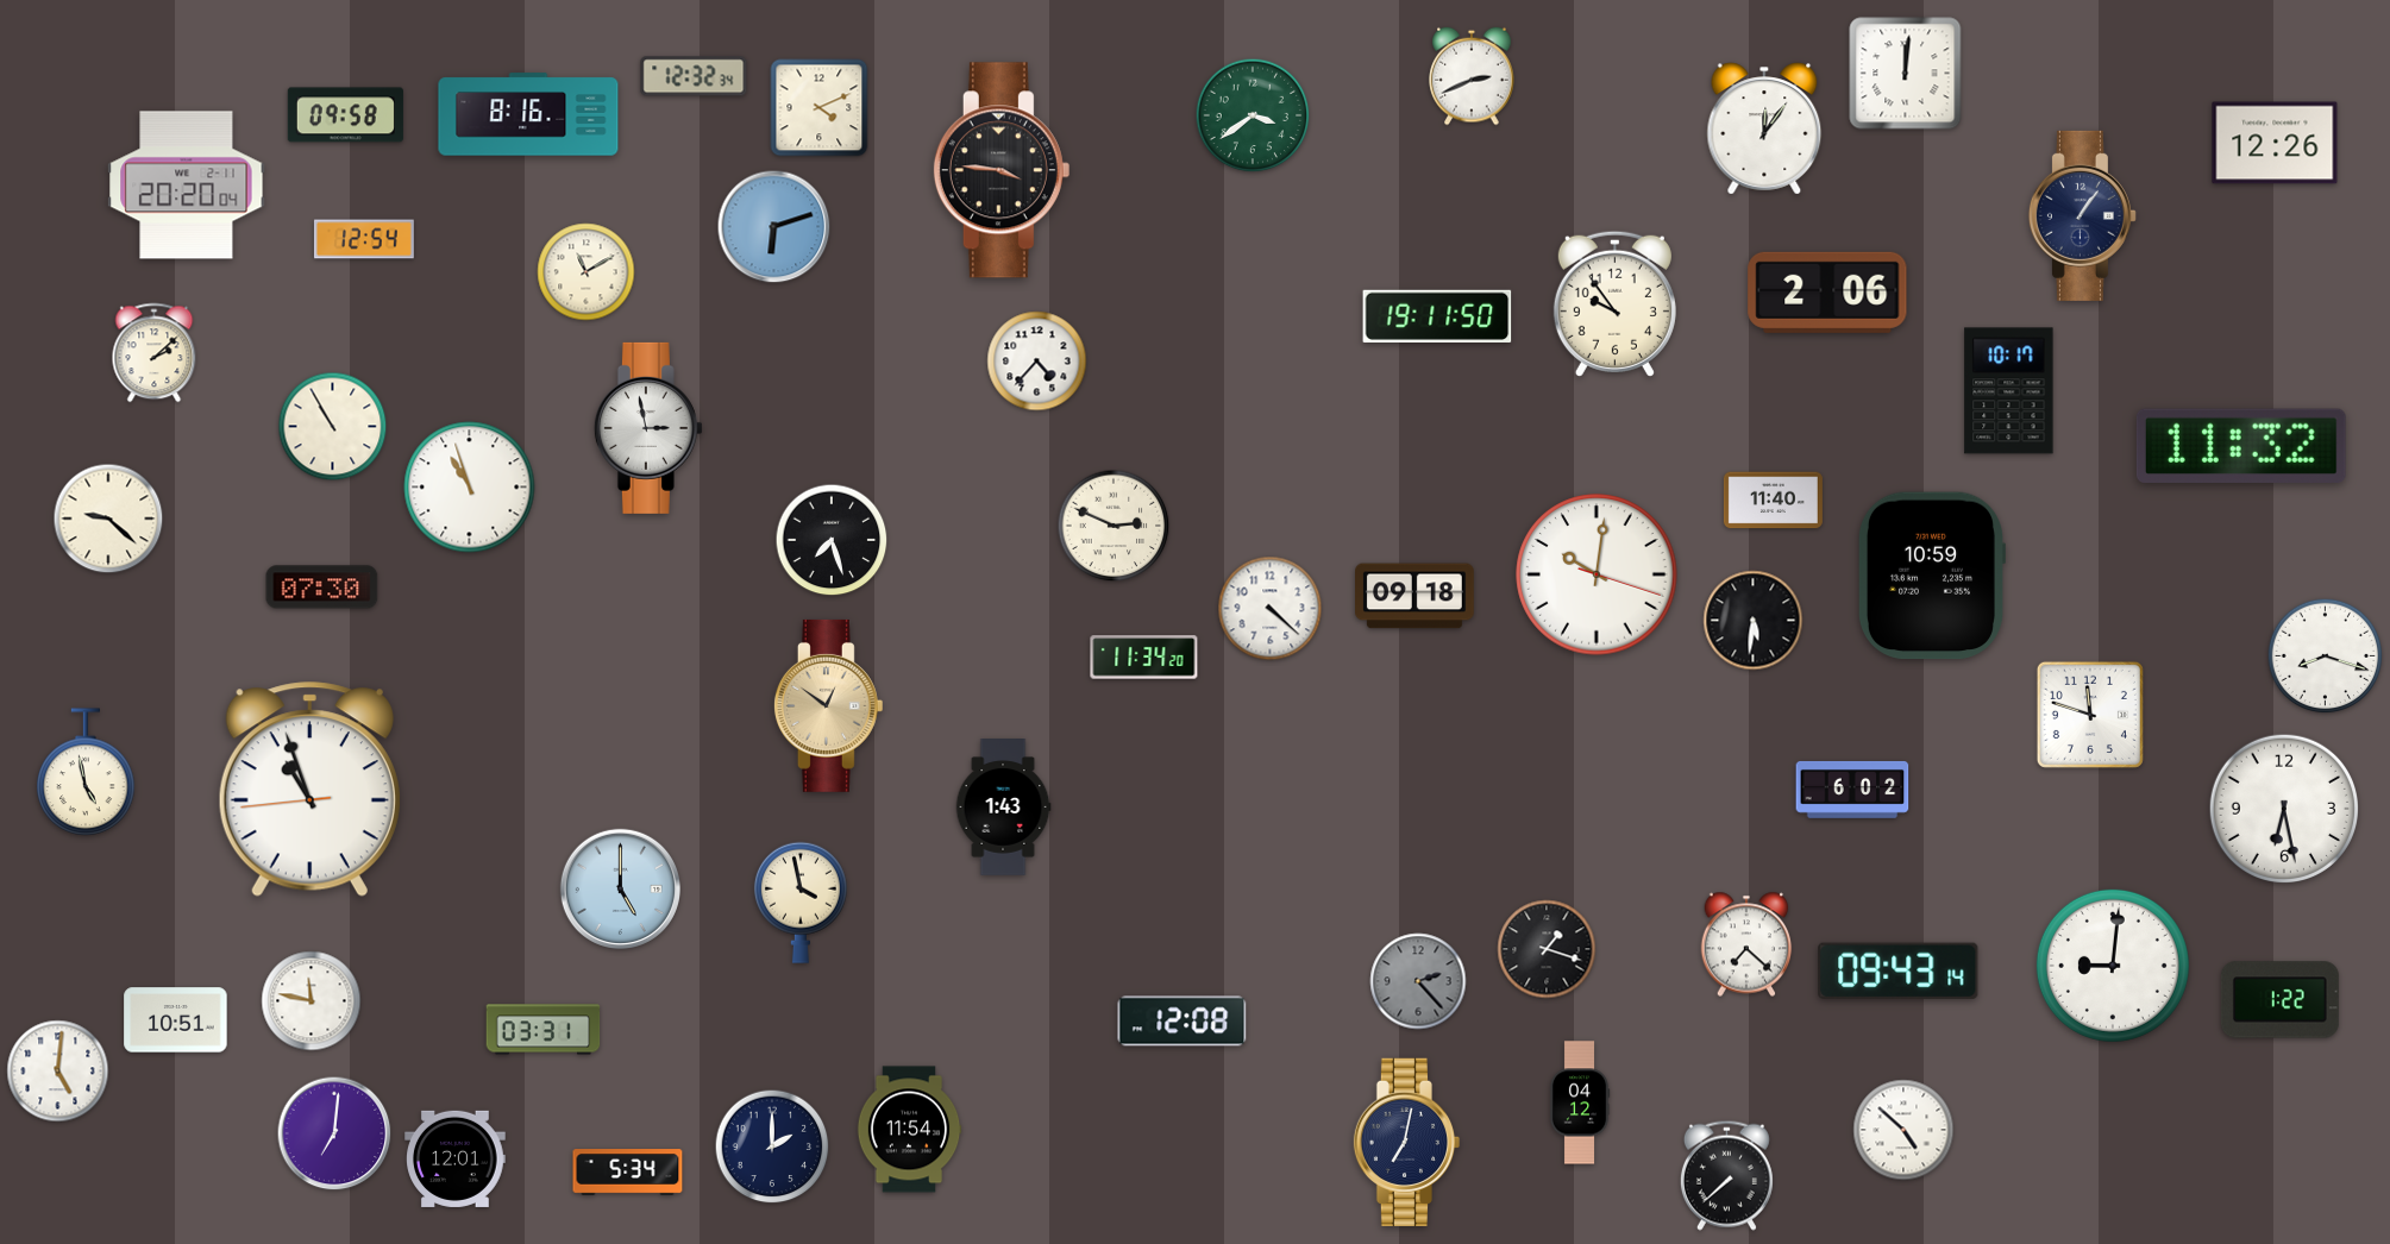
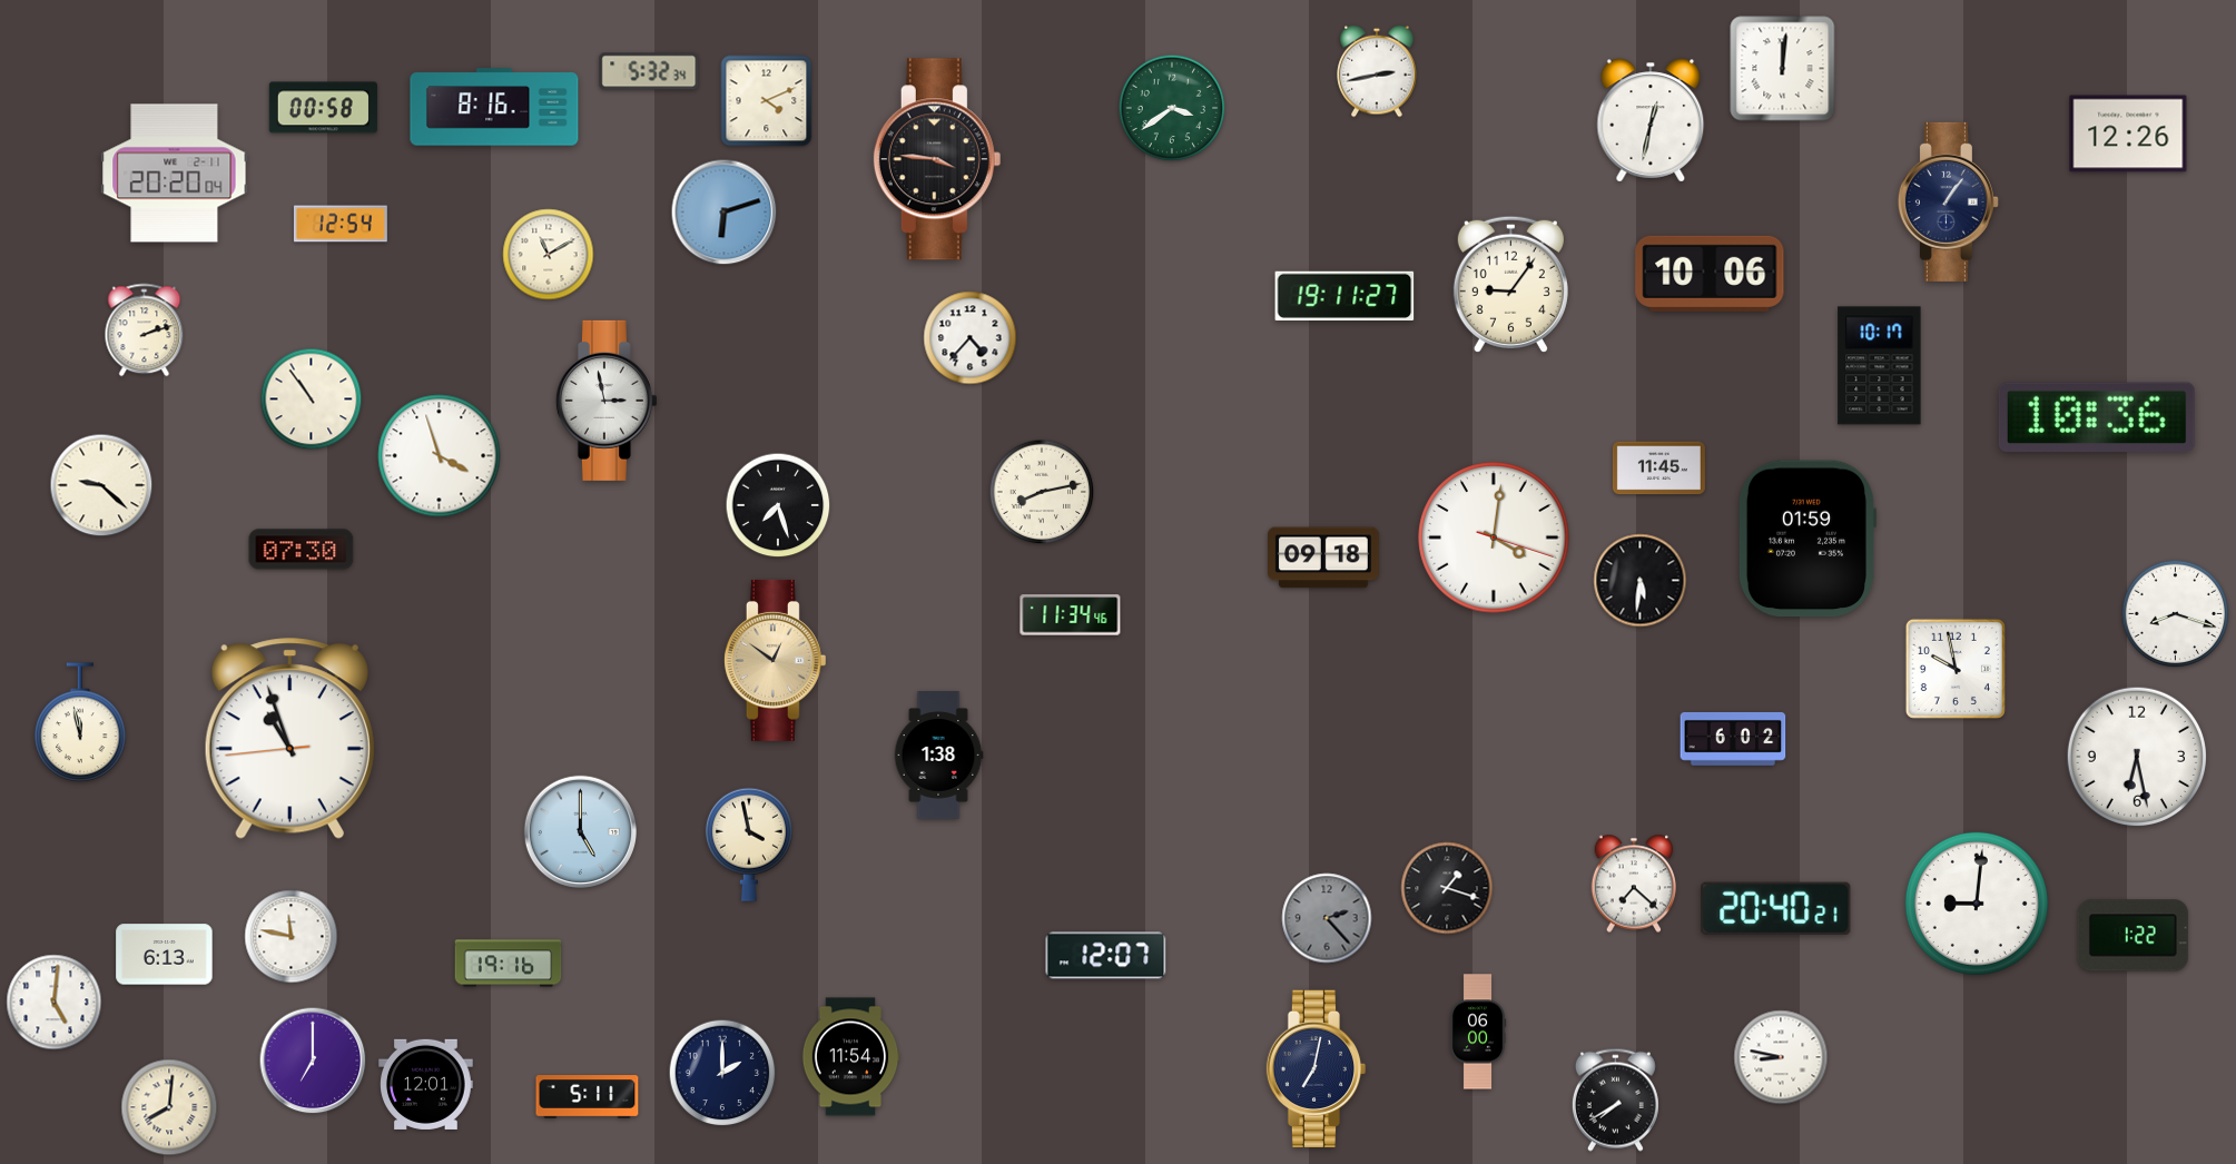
clock at (694, 76): 12:32 -> 5:32
clock at (1472, 76): 2:41 -> 2:43
clock at (345, 115): 09:58 -> 00:58
clock at (1764, 128): 12:06 -> 12:32
clock at (1827, 293): 2:06 -> 10:06
clock at (1614, 303): 9:54 -> 9:06
clock at (1437, 316): 19:11:50 -> 19:11:27
clock at (155, 353): 2:08 -> 2:12
clock at (333, 427): 10:55 -> 10:54
clock at (2241, 445): 11:32 -> 10:36
clock at (470, 488): 10:57 -> 3:57
clock at (1773, 501): 11:40 -> 11:45
clock at (1114, 526): 2:49 -> 8:13
clock at (1597, 574): 10:01 -> 4:01
clock at (1931, 576): 10:59 -> 01:59
clock at (1271, 609): 4:22 -> none
clock at (1144, 658): 11:34:20 -> 11:34:46
clock at (2090, 715): 11:48 -> 9:58
clock at (86, 772): 4:58 -> 11:58
clock at (1003, 808): 1:43 -> 1:38
clock at (1899, 970): 09:43 -> 20:40
clock at (176, 1020): 10:51 -> 6:13
clock at (1183, 1022): 12:08 -> 12:07
clock at (544, 1030): 03:31 -> 19:16
clock at (1580, 1102): 04:12 -> 06:00
clock at (1903, 1130): 4:52 -> 8:47
clock at (334, 1133): 7:01 -> 7:00
clock at (628, 1173): 5:34 -> 5:11
clock at (1726, 1175): 7:38 -> 7:40
clock at (169, 1107): none -> 8:01
